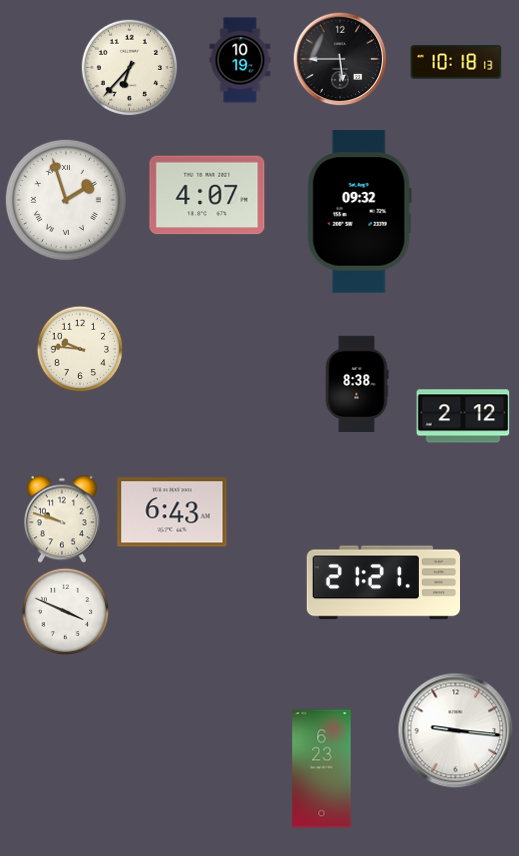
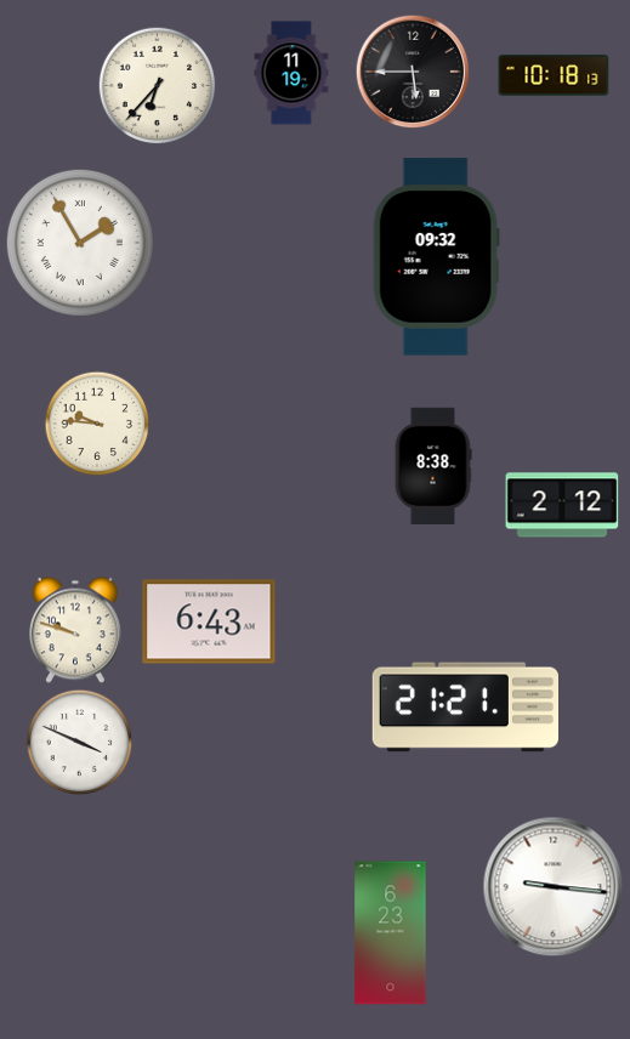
clock at (240, 60): 10:19 -> 11:19
clock at (130, 68) position: (130, 68) -> (158, 86)
clock at (207, 195): 4:07 -> none
clock at (66, 200): 1:57 -> 1:55
